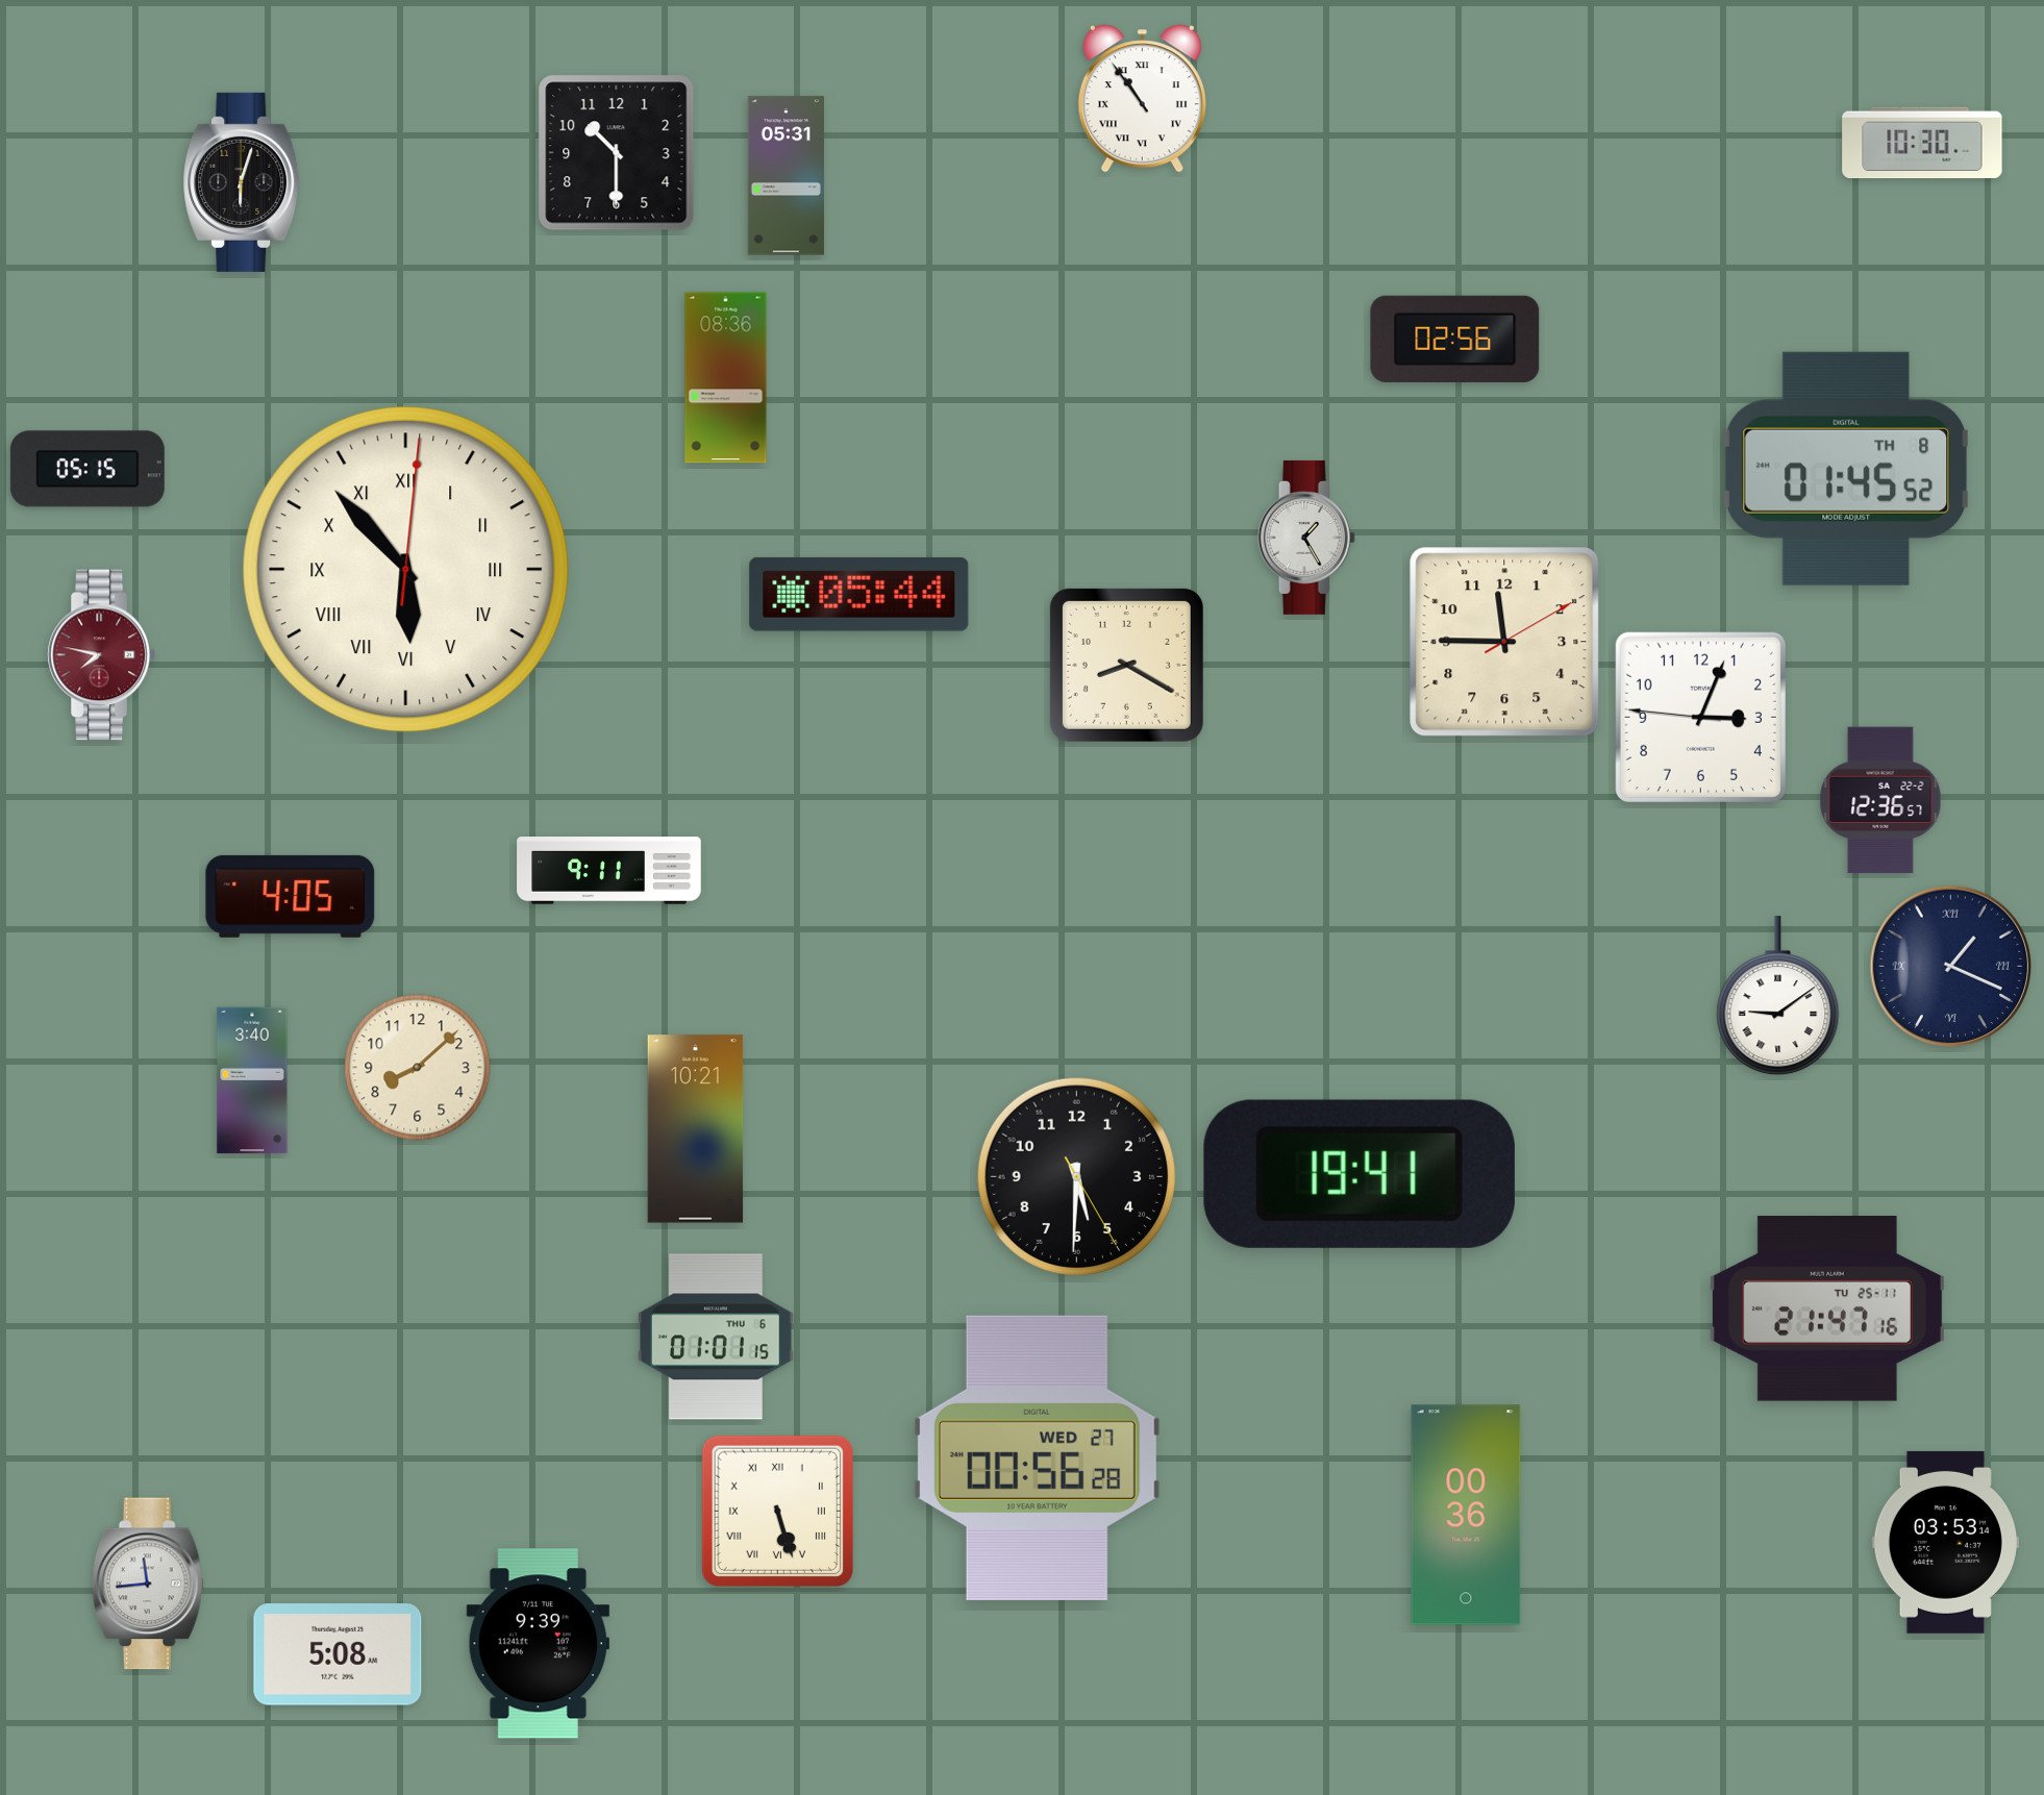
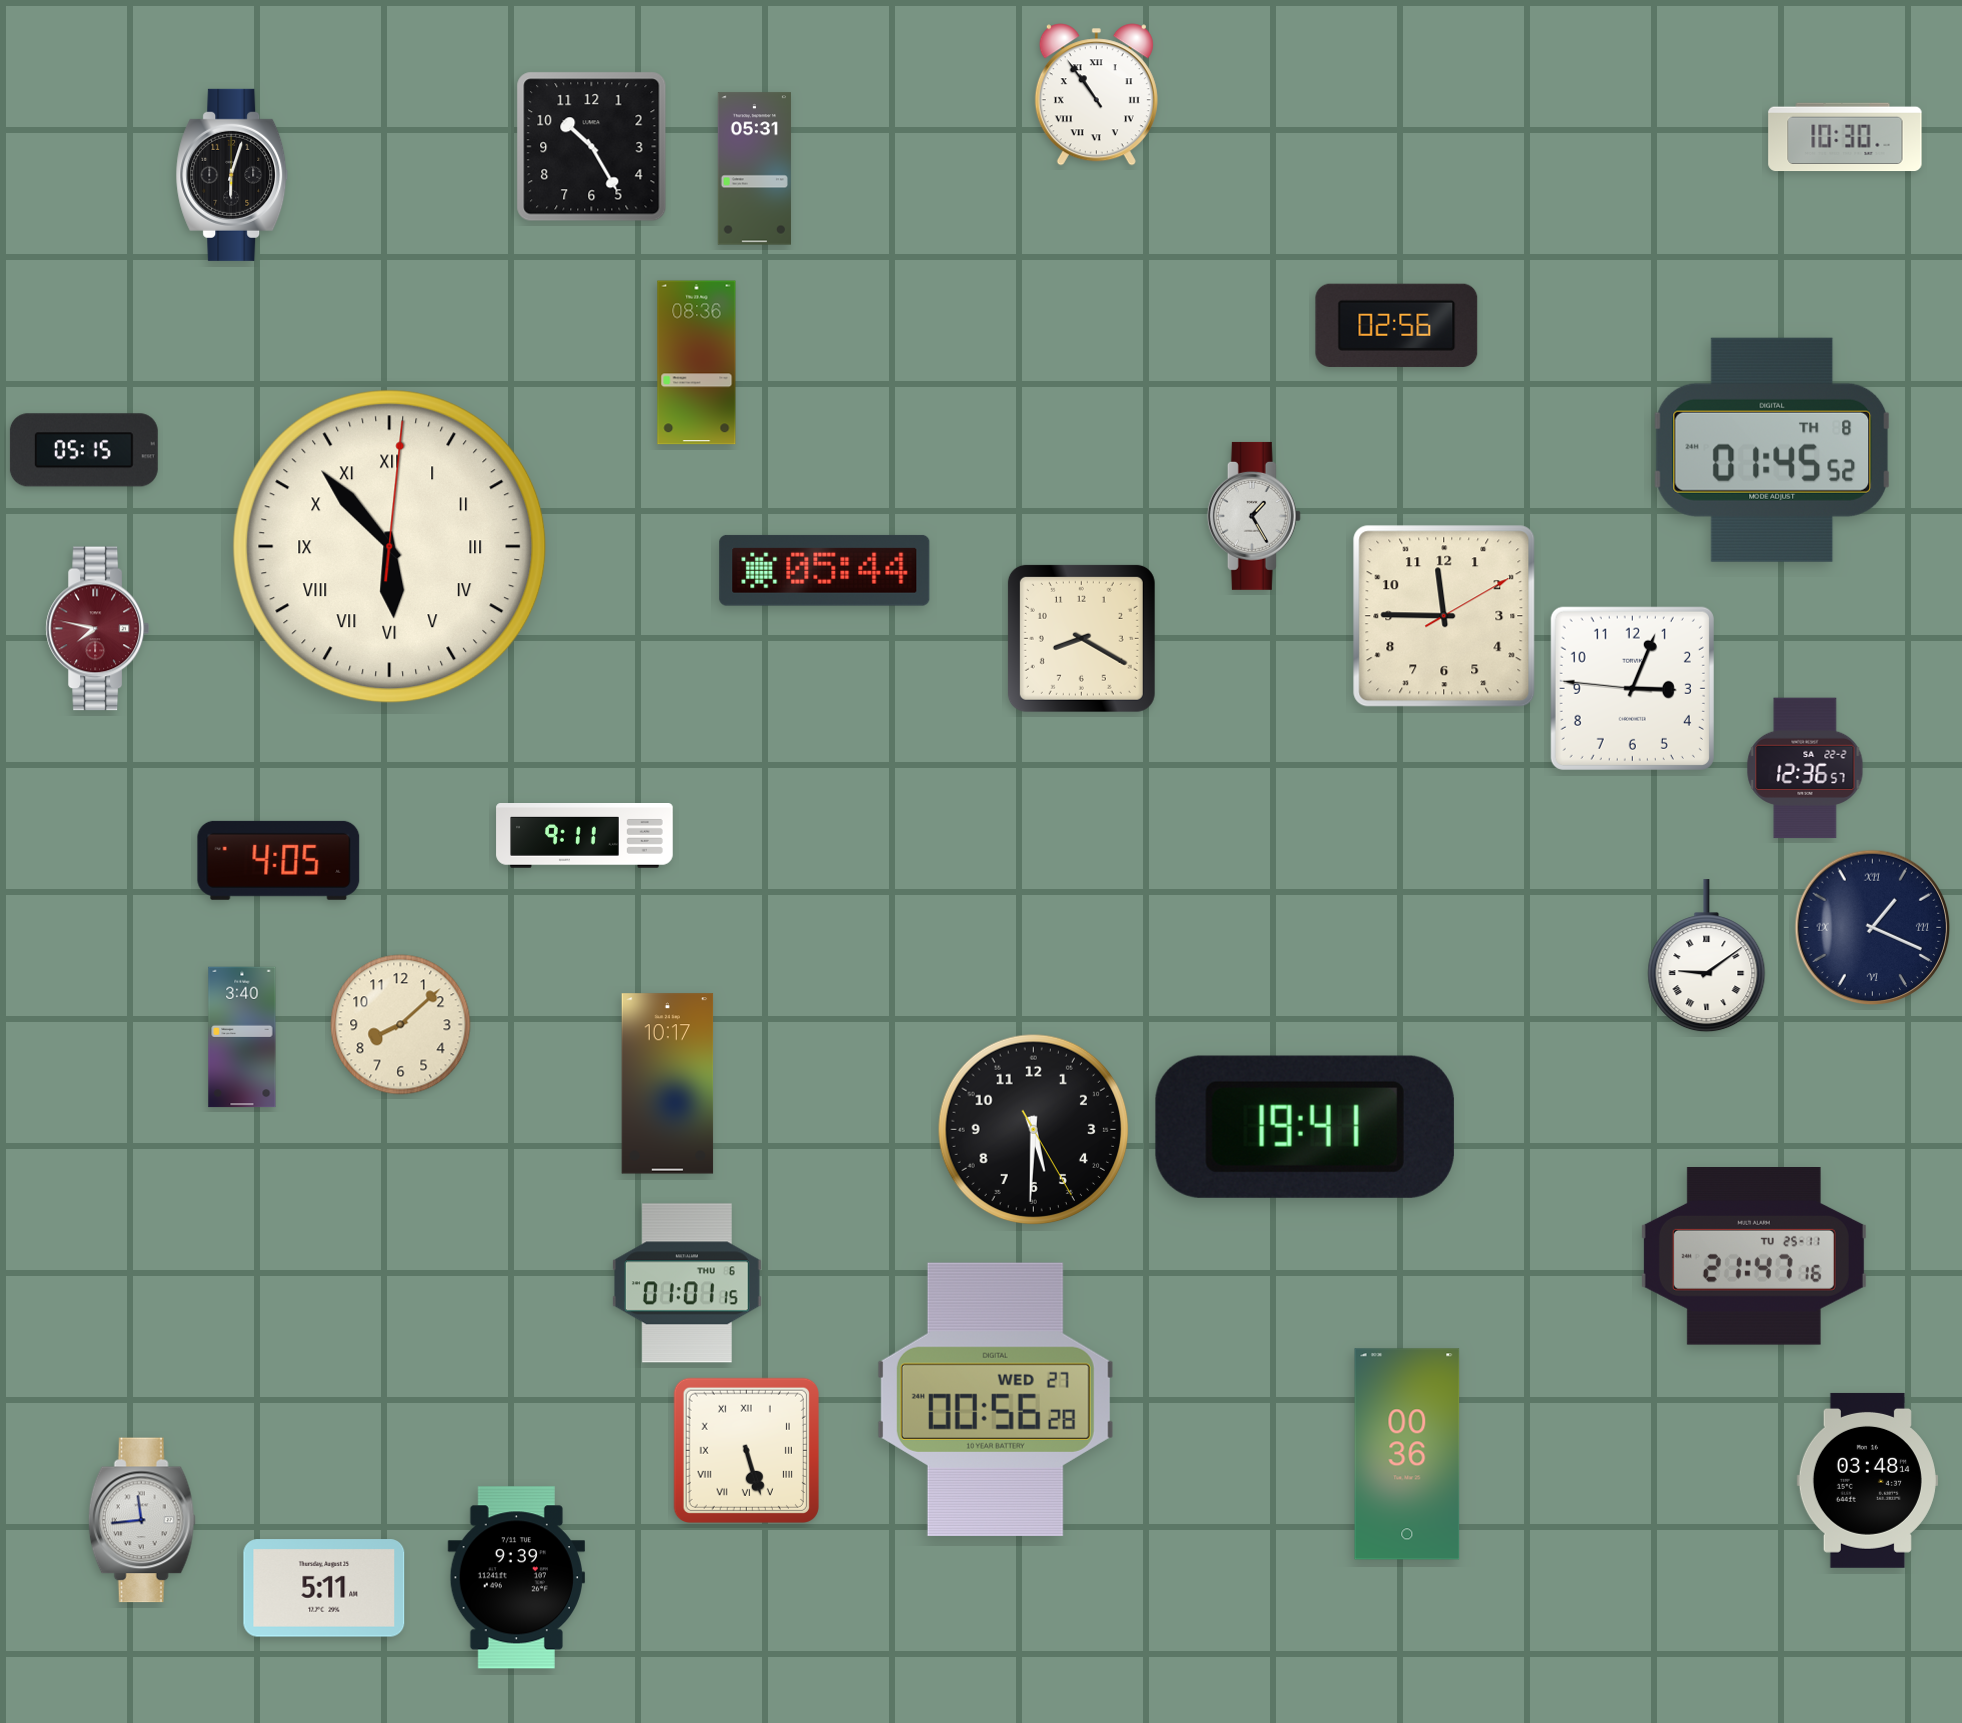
clock at (617, 153): 10:30 -> 10:25
clock at (696, 1129): 10:21 -> 10:17
clock at (1945, 1542): 03:53 -> 03:48
clock at (338, 1654): 5:08 -> 5:11
